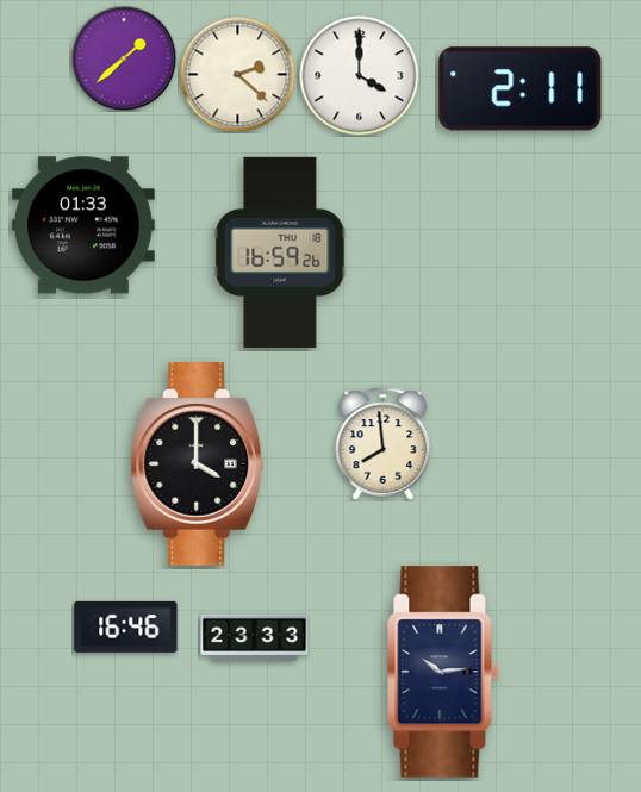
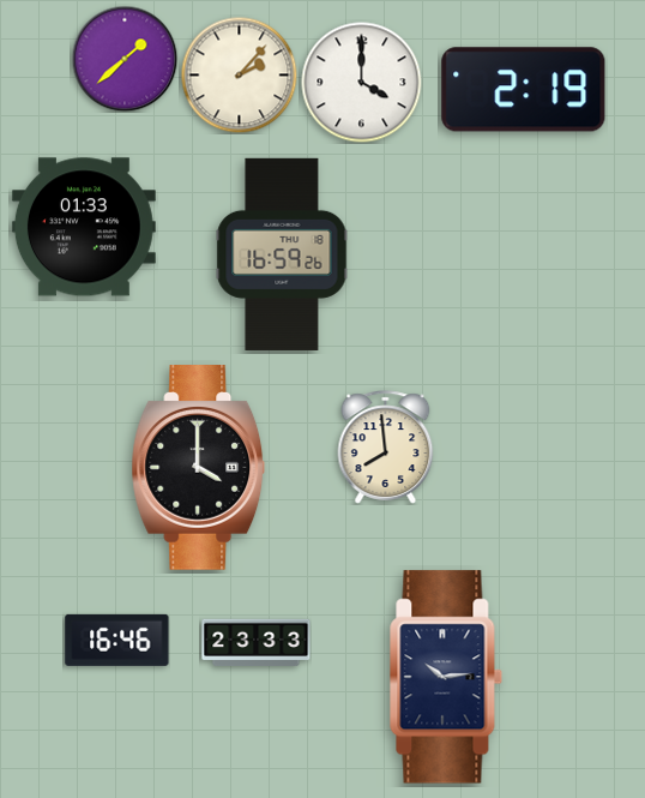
clock at (237, 74): 2:22 -> 2:07
clock at (360, 76) position: (360, 76) -> (362, 83)
clock at (521, 89): 2:11 -> 2:19
clock at (126, 626) position: (126, 626) -> (117, 640)
